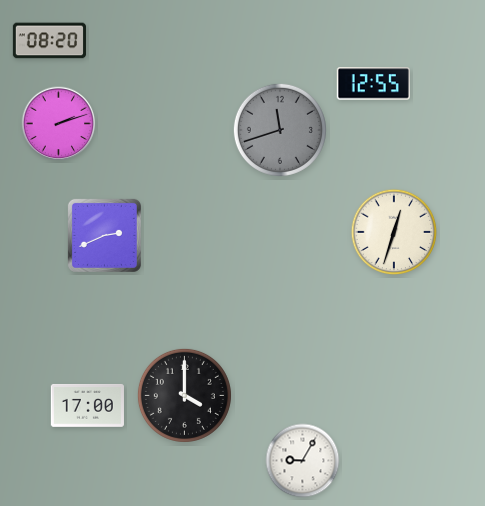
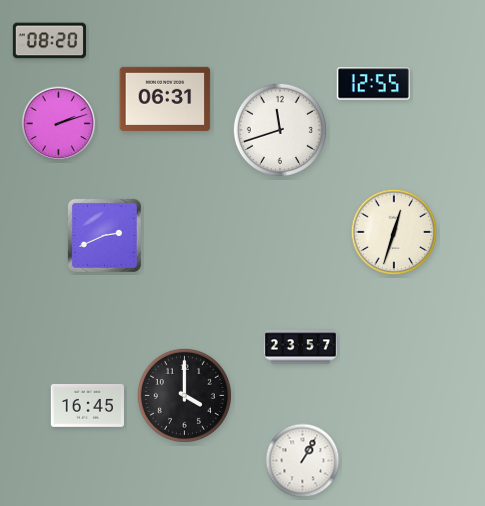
clock at (165, 99): none -> 06:31
clock at (280, 130) dial: grey -> white
clock at (300, 347): none -> 23:57
clock at (87, 405): 17:00 -> 16:45
clock at (303, 461): 9:05 -> 1:05
